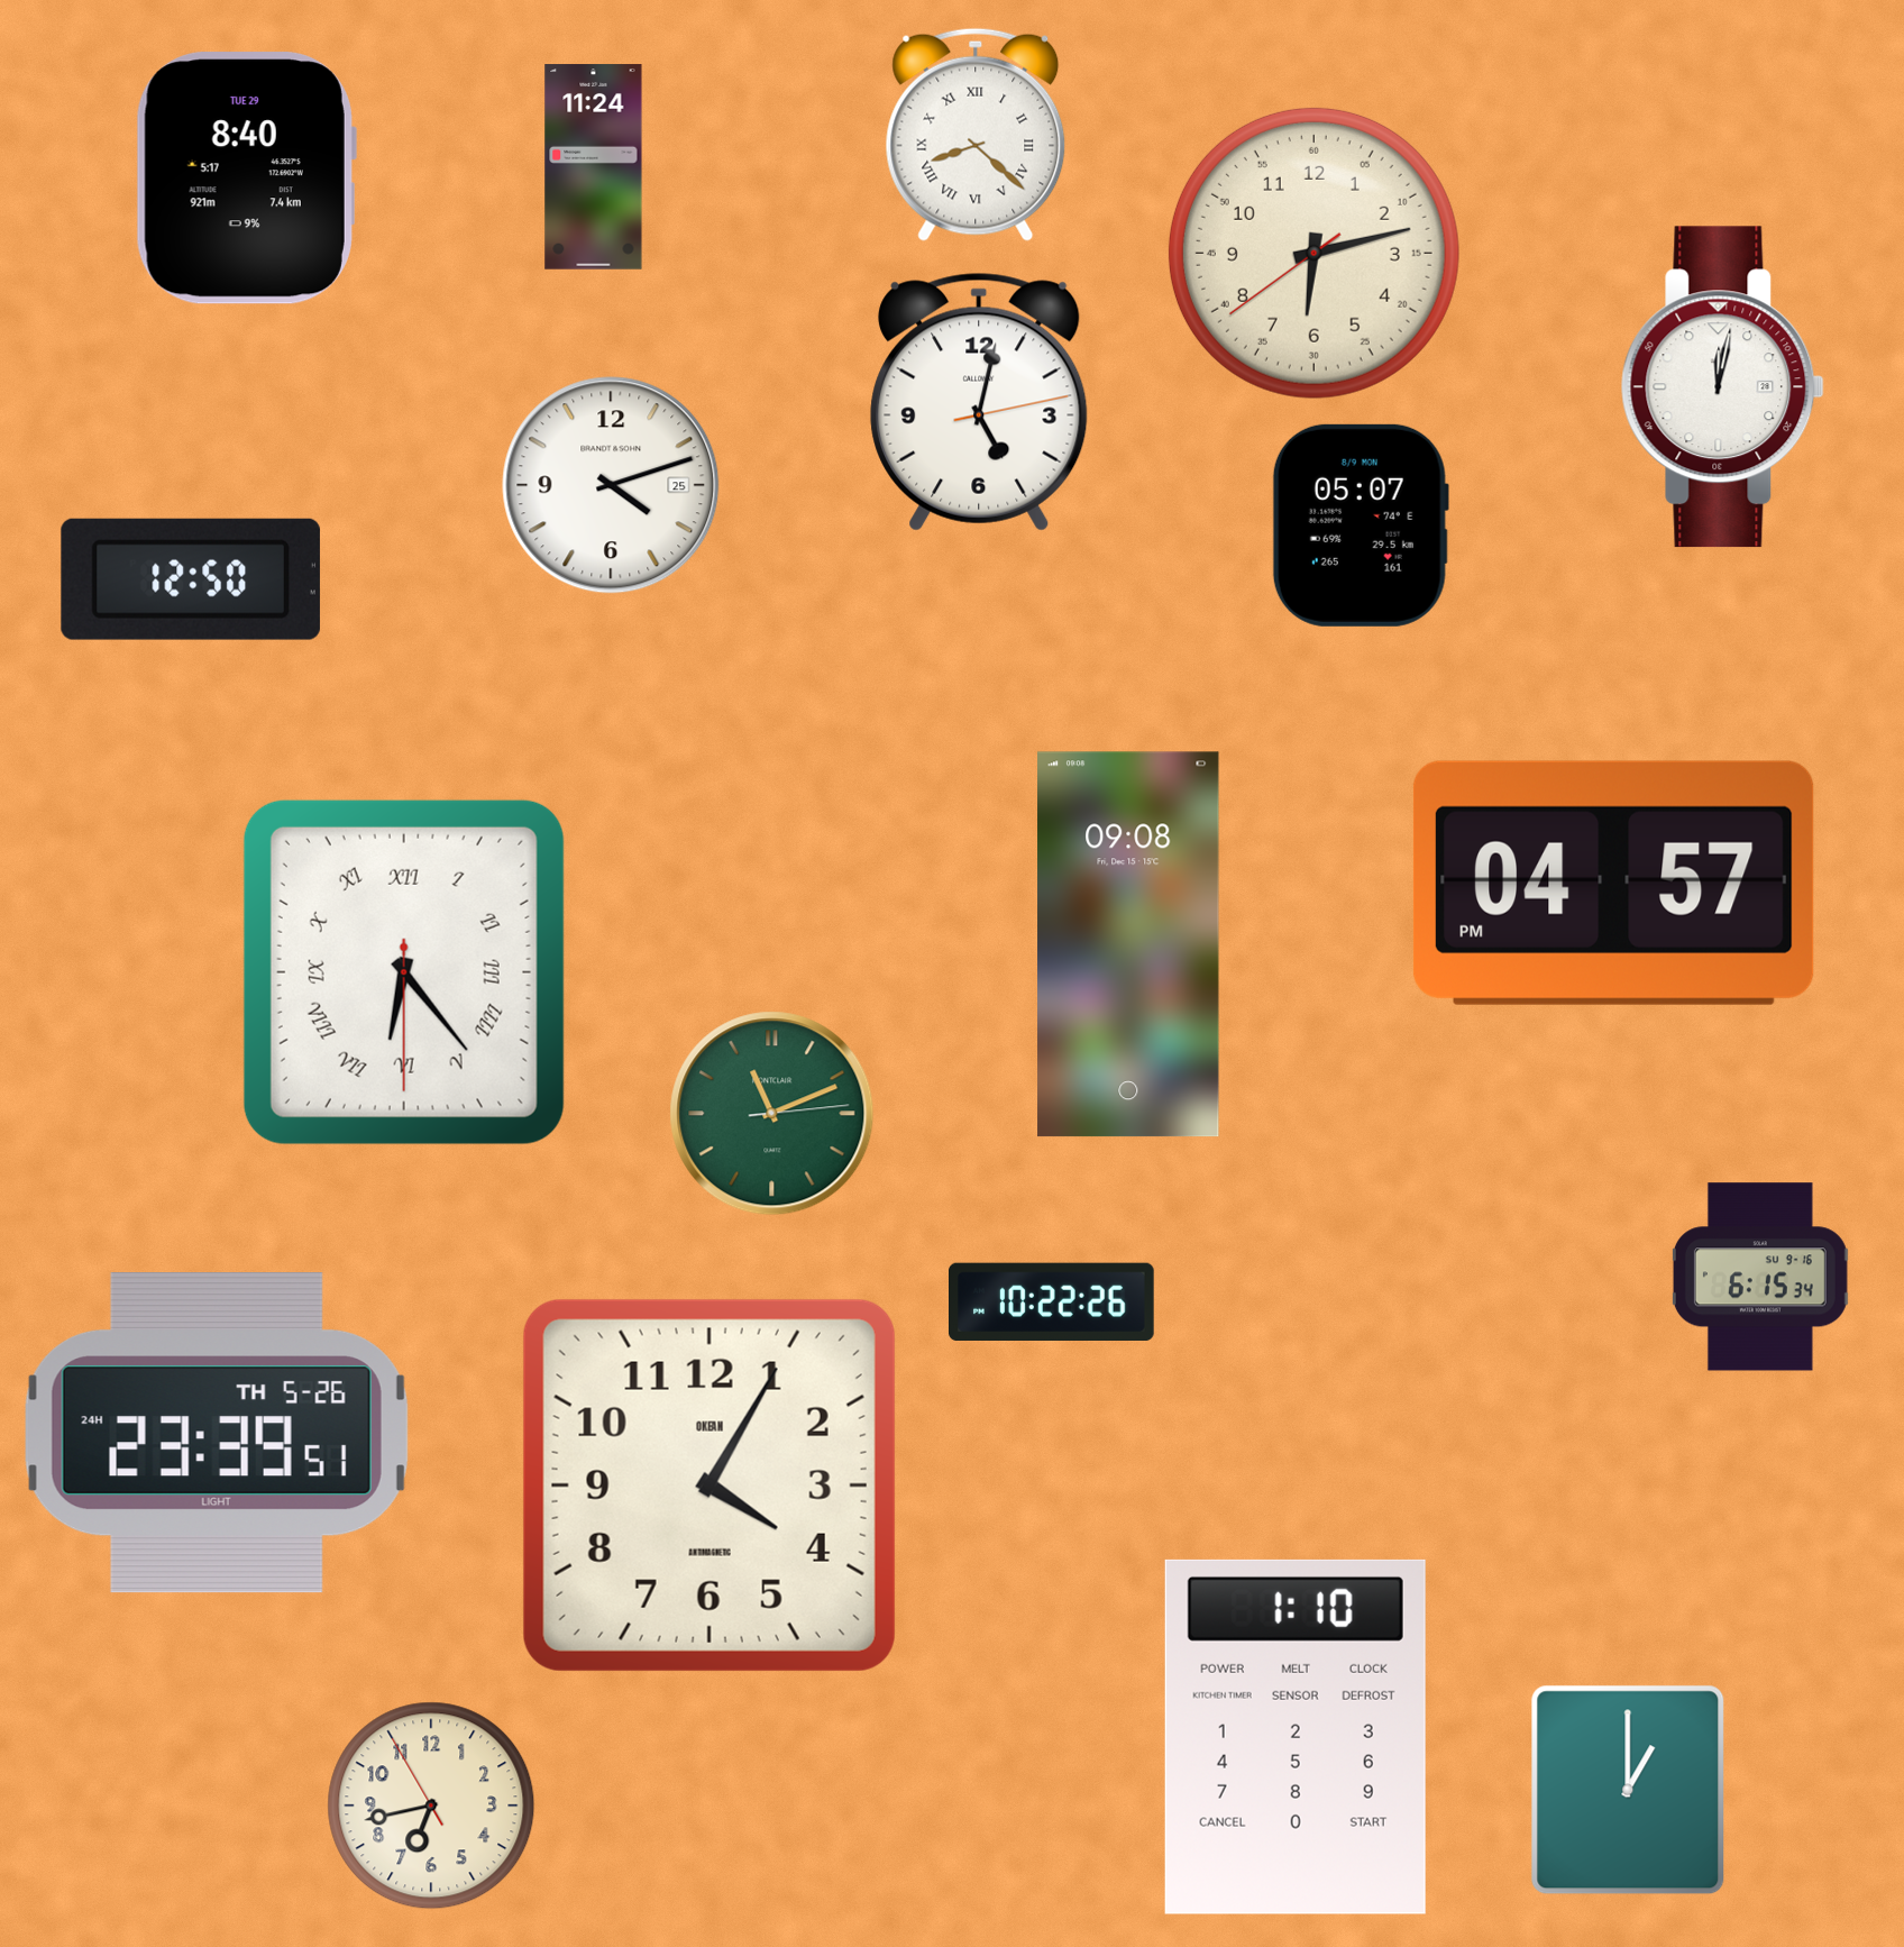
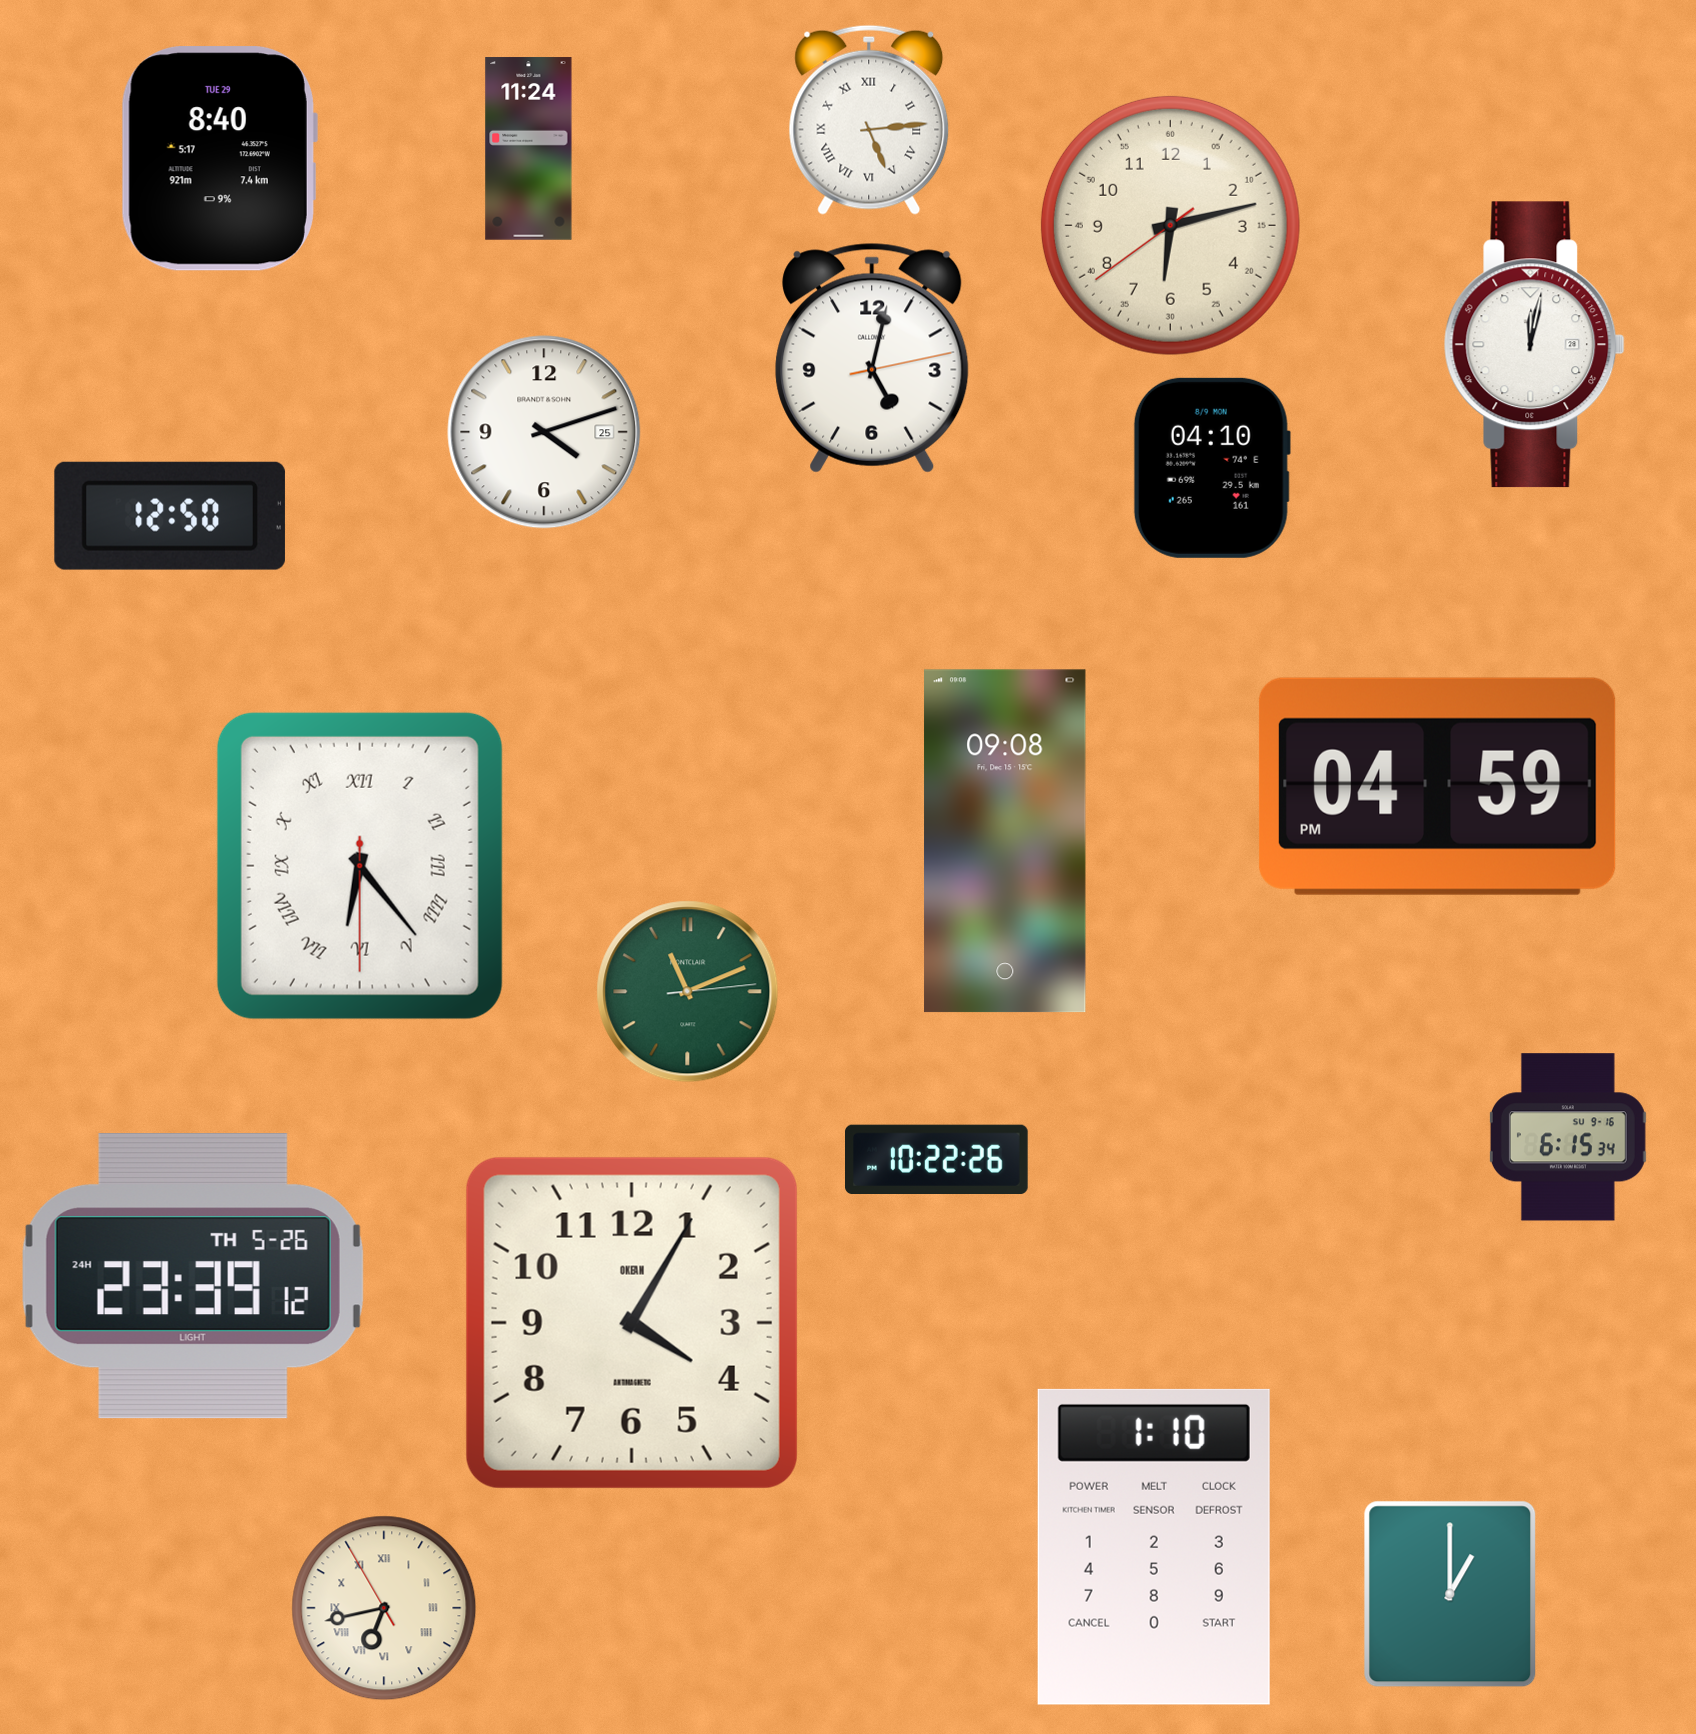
clock at (976, 135): 8:22 -> 5:14
clock at (1361, 525): 05:07 -> 04:10
clock at (1613, 883): 04:57 -> 04:59
clock at (217, 1433): 23:39:51 -> 23:39:12
clock at (431, 1806) numerals: Arabic -> Roman
